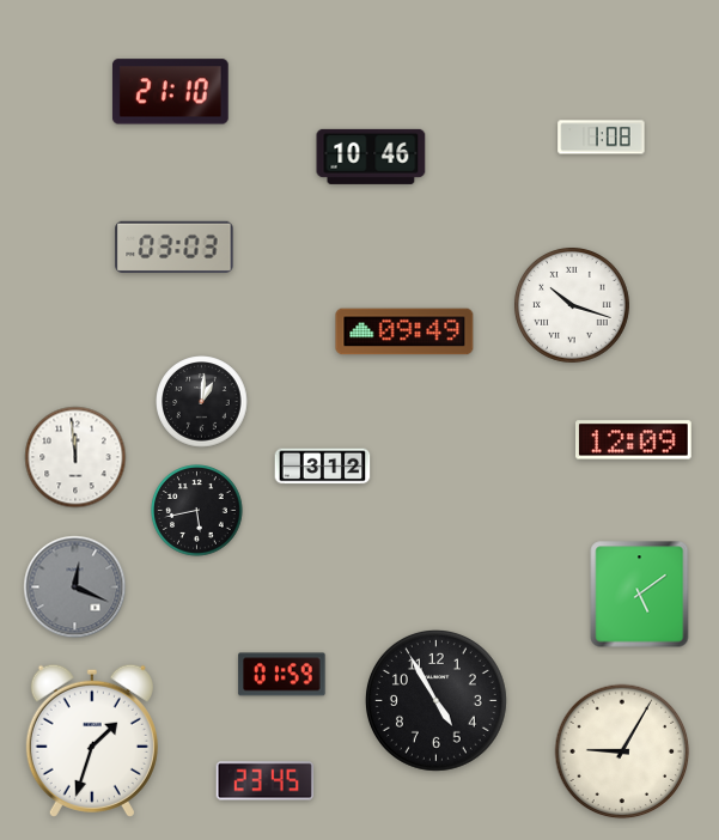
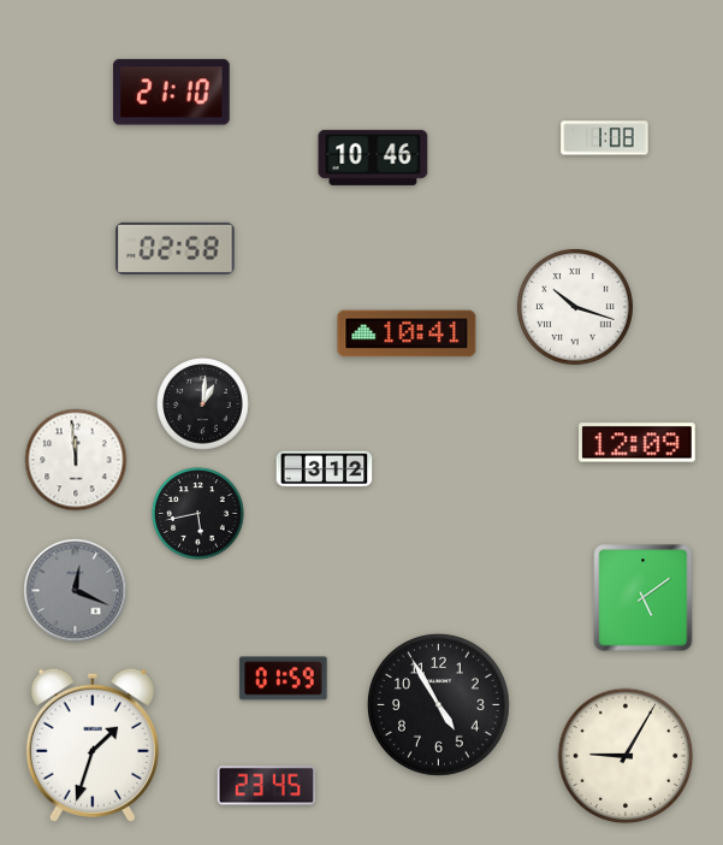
clock at (175, 246): 03:03 -> 02:58
clock at (404, 331): 09:49 -> 10:41
